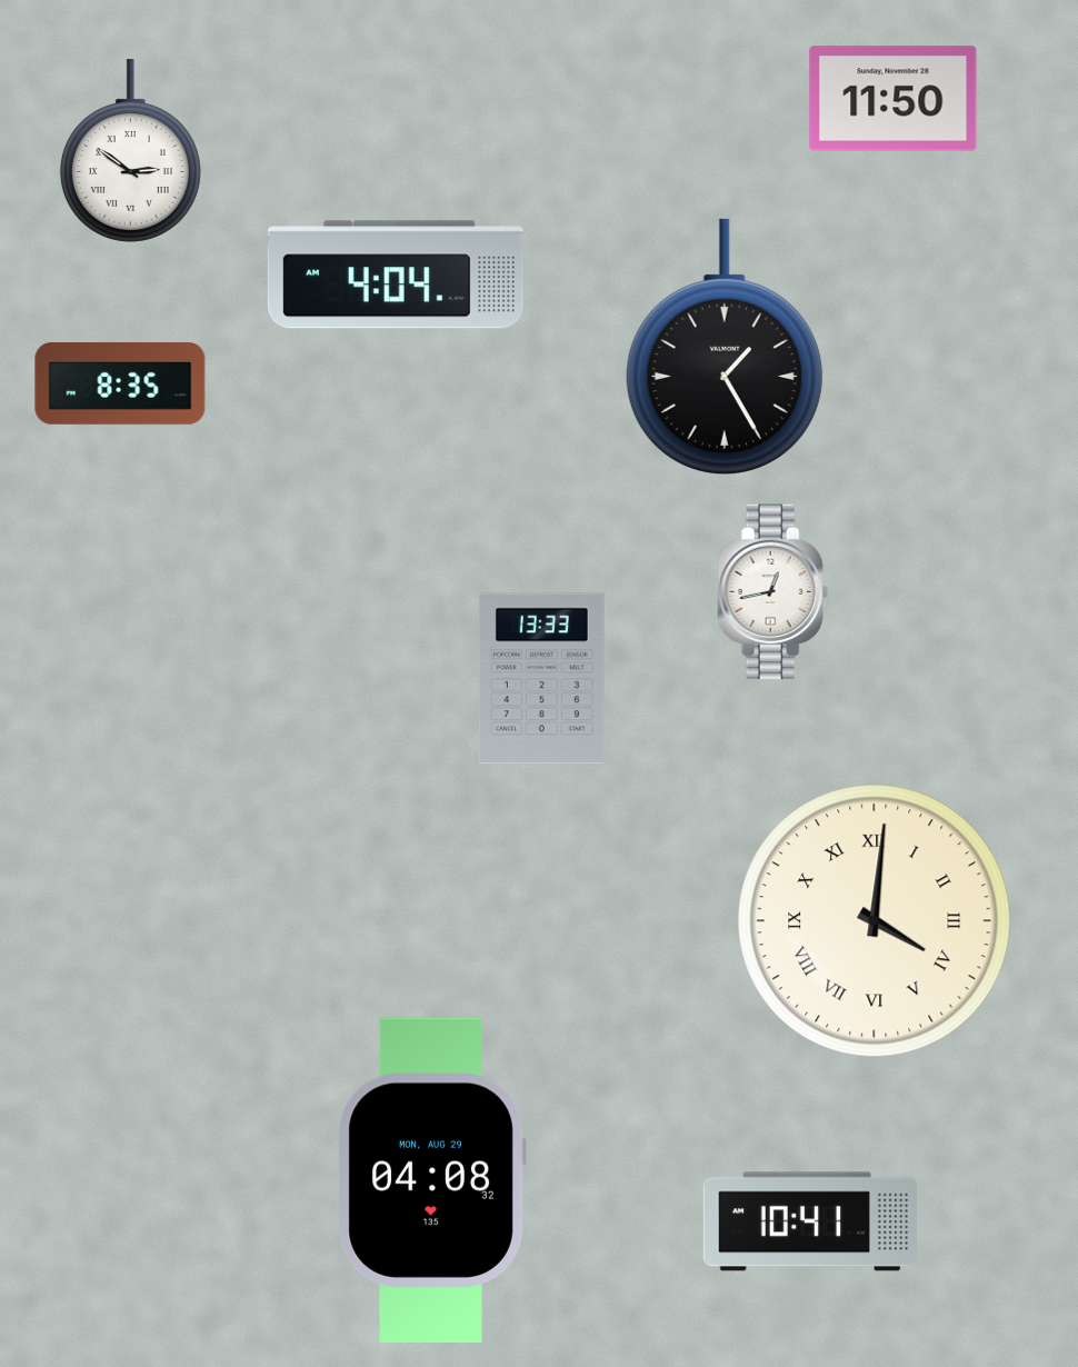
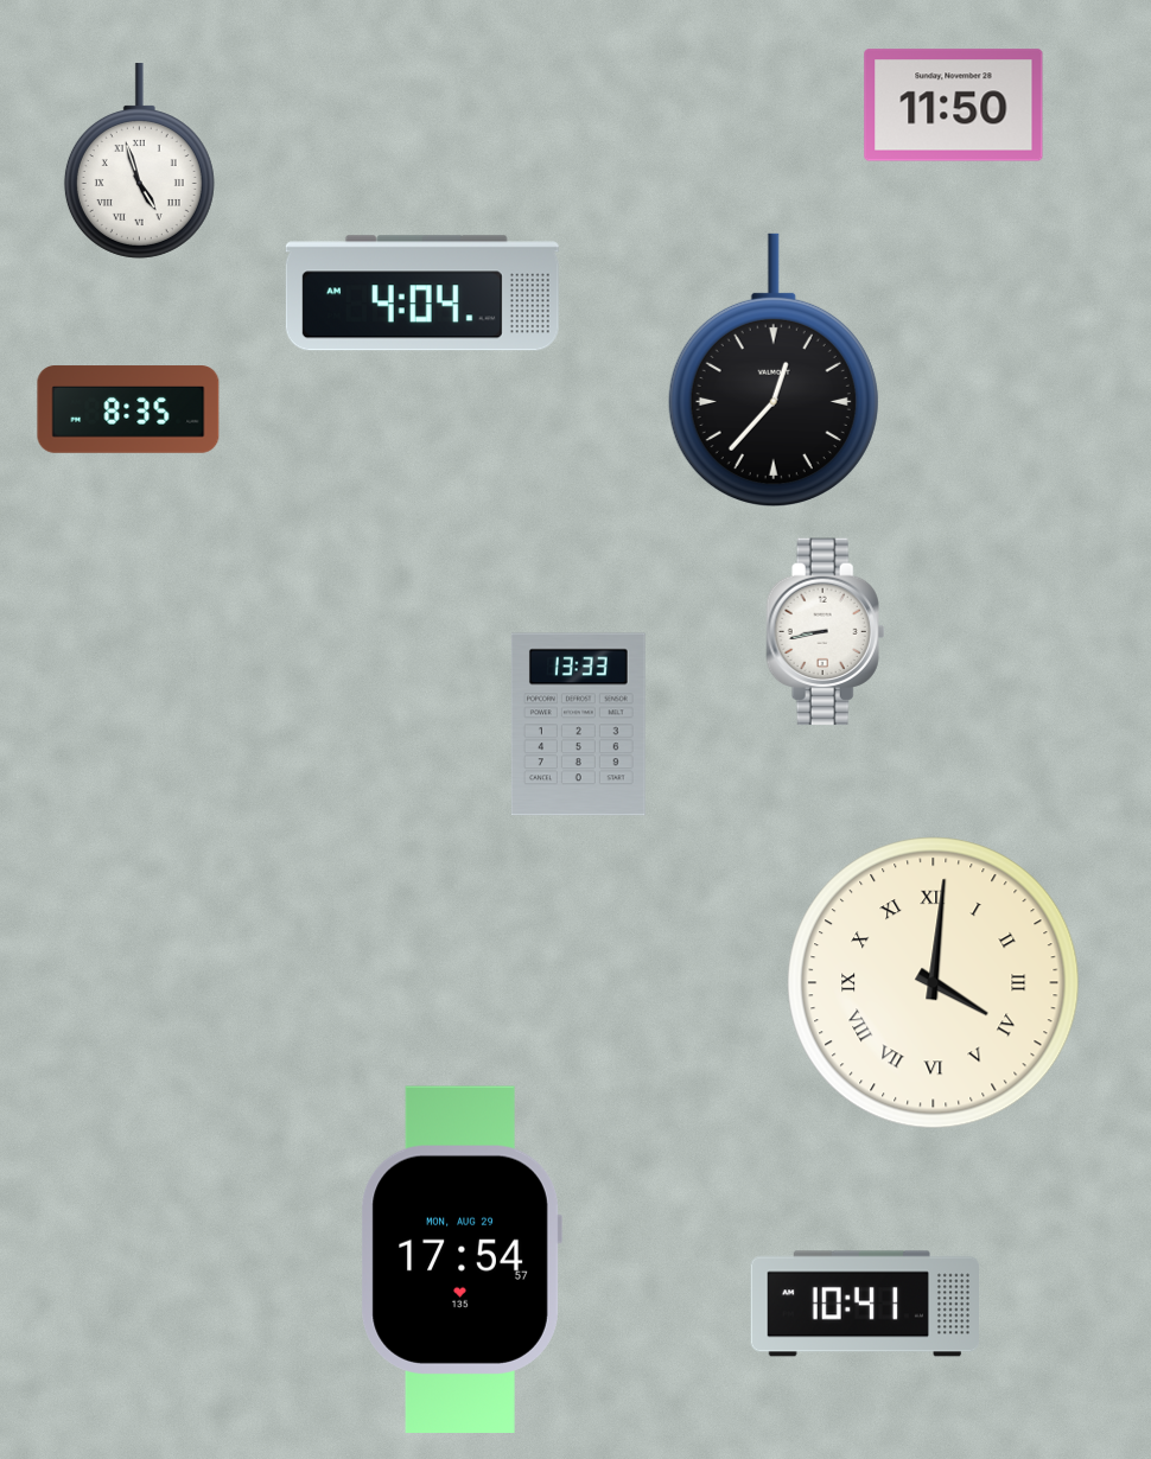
clock at (130, 151): 2:51 -> 4:57
clock at (725, 346): 1:25 -> 12:37
clock at (773, 592): 12:43 -> 8:43
clock at (432, 1179): 04:08 -> 17:54
